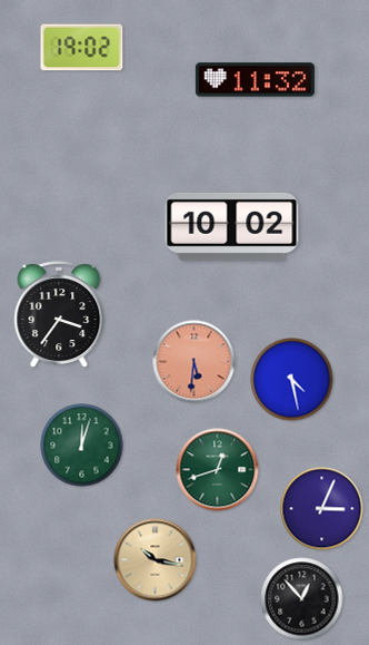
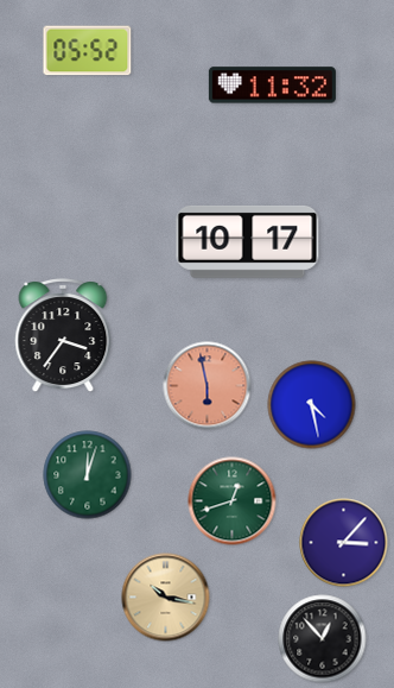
clock at (82, 48): 19:02 -> 05:52
clock at (232, 226): 10:02 -> 10:17
clock at (195, 362): 5:31 -> 5:58
clock at (322, 509): 3:04 -> 3:07
